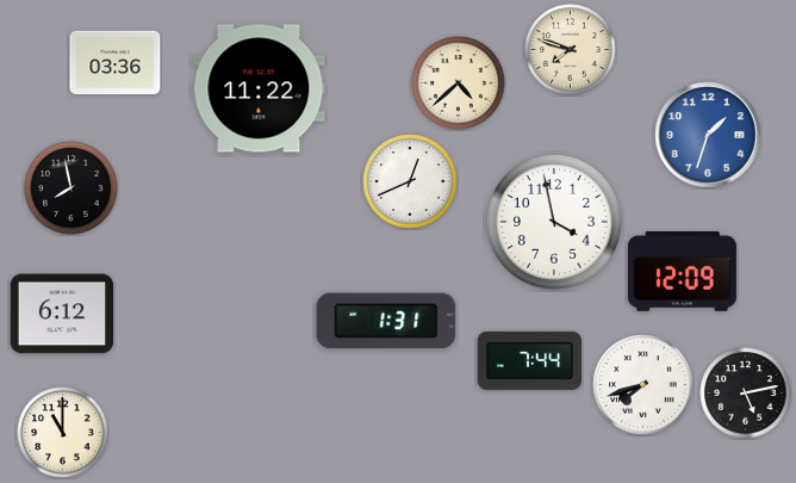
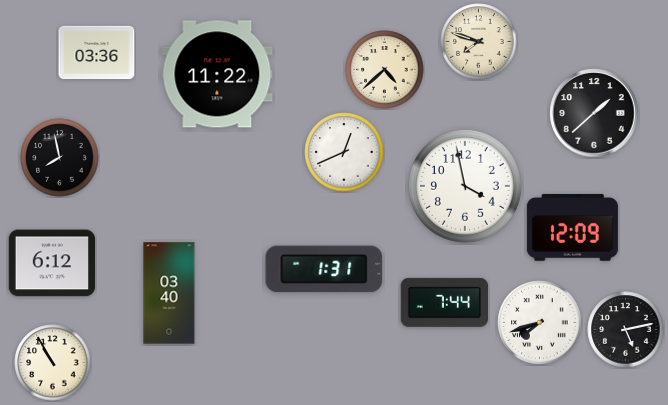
clock at (708, 135): 1:33 -> 1:38
clock at (708, 135) dial: blue -> black
clock at (169, 293): none -> 03:40
clock at (63, 433): 11:00 -> 10:55
